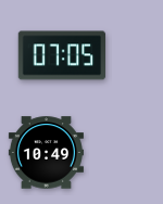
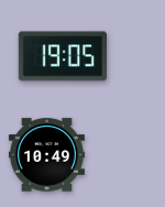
clock at (62, 55): 07:05 -> 19:05
